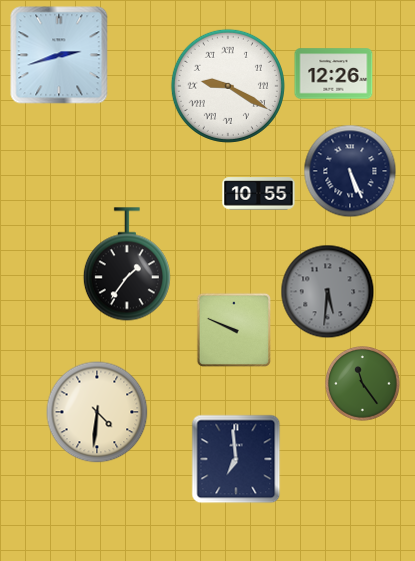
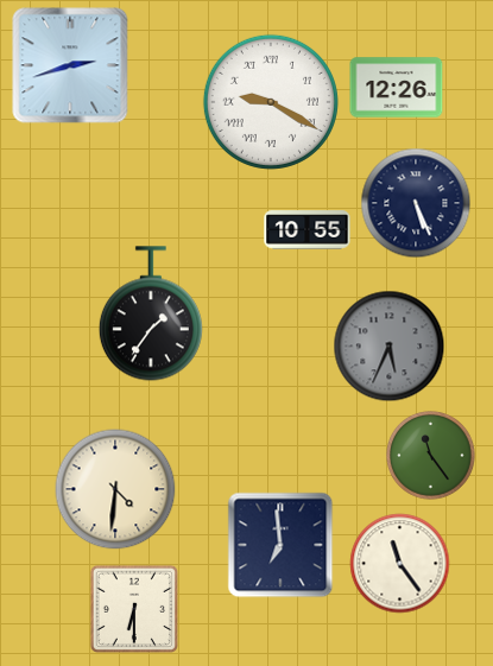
clock at (328, 292): 5:31 -> 5:34
clock at (234, 330): 9:49 -> none
clock at (400, 564): none -> 11:24
clock at (134, 609): none -> 6:30
